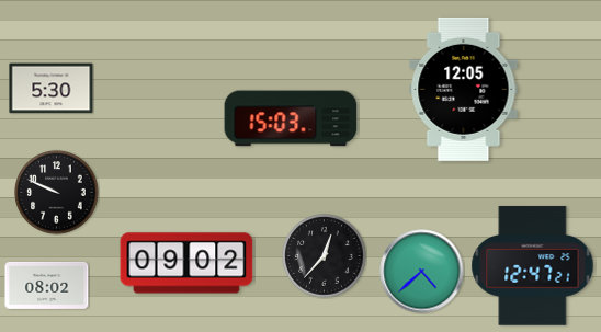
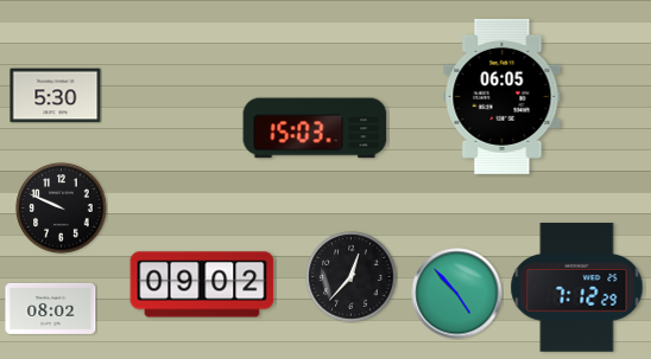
clock at (464, 89): 12:05 -> 06:05
clock at (533, 266): 12:47 -> 7:12
clock at (422, 272): 4:38 -> 4:53
